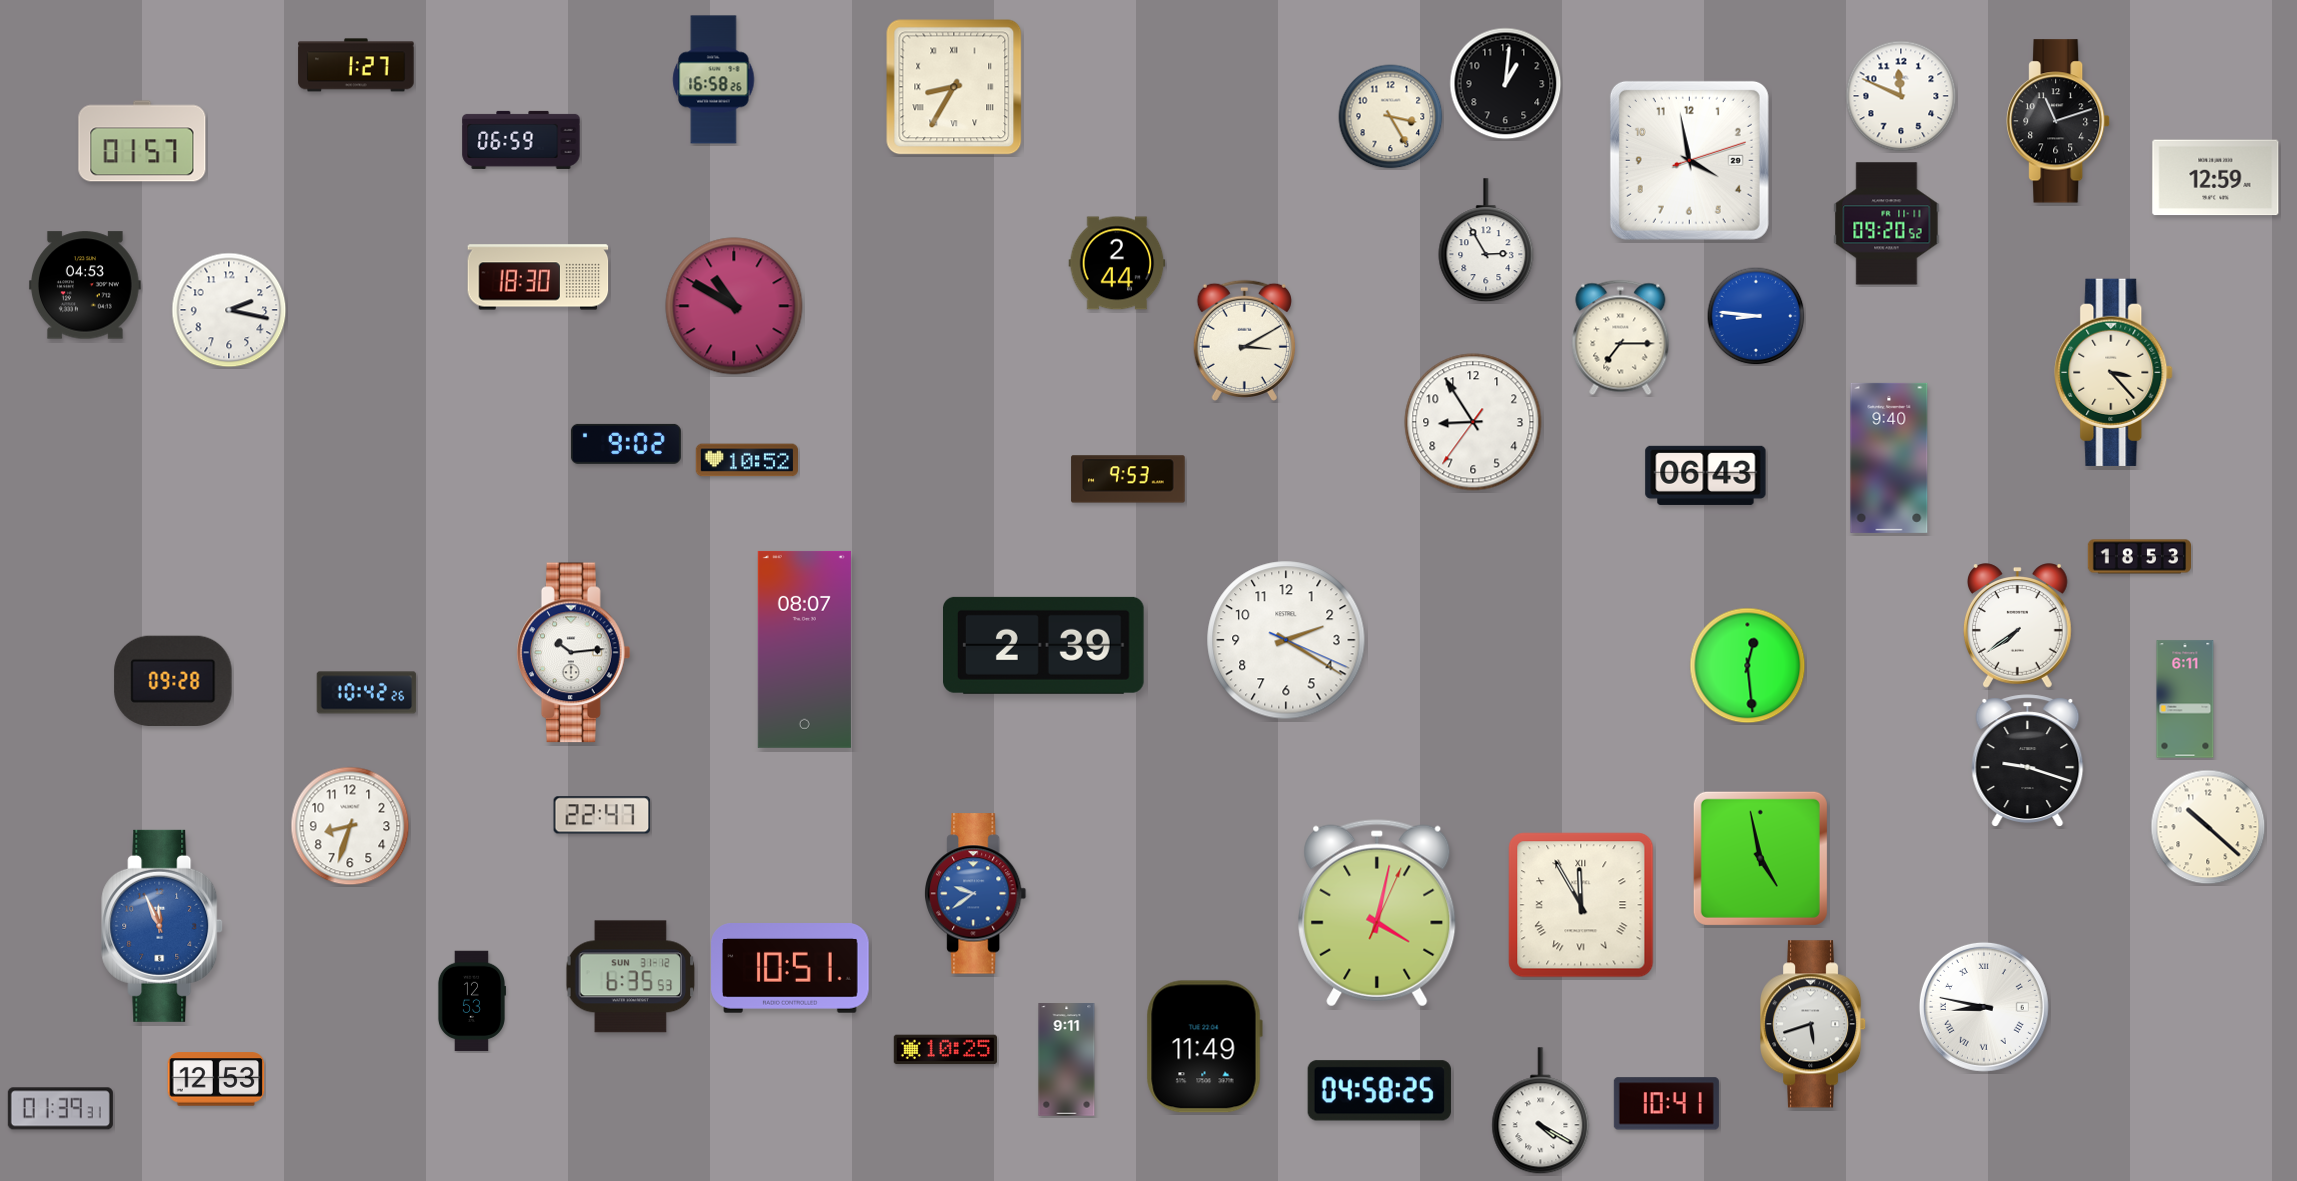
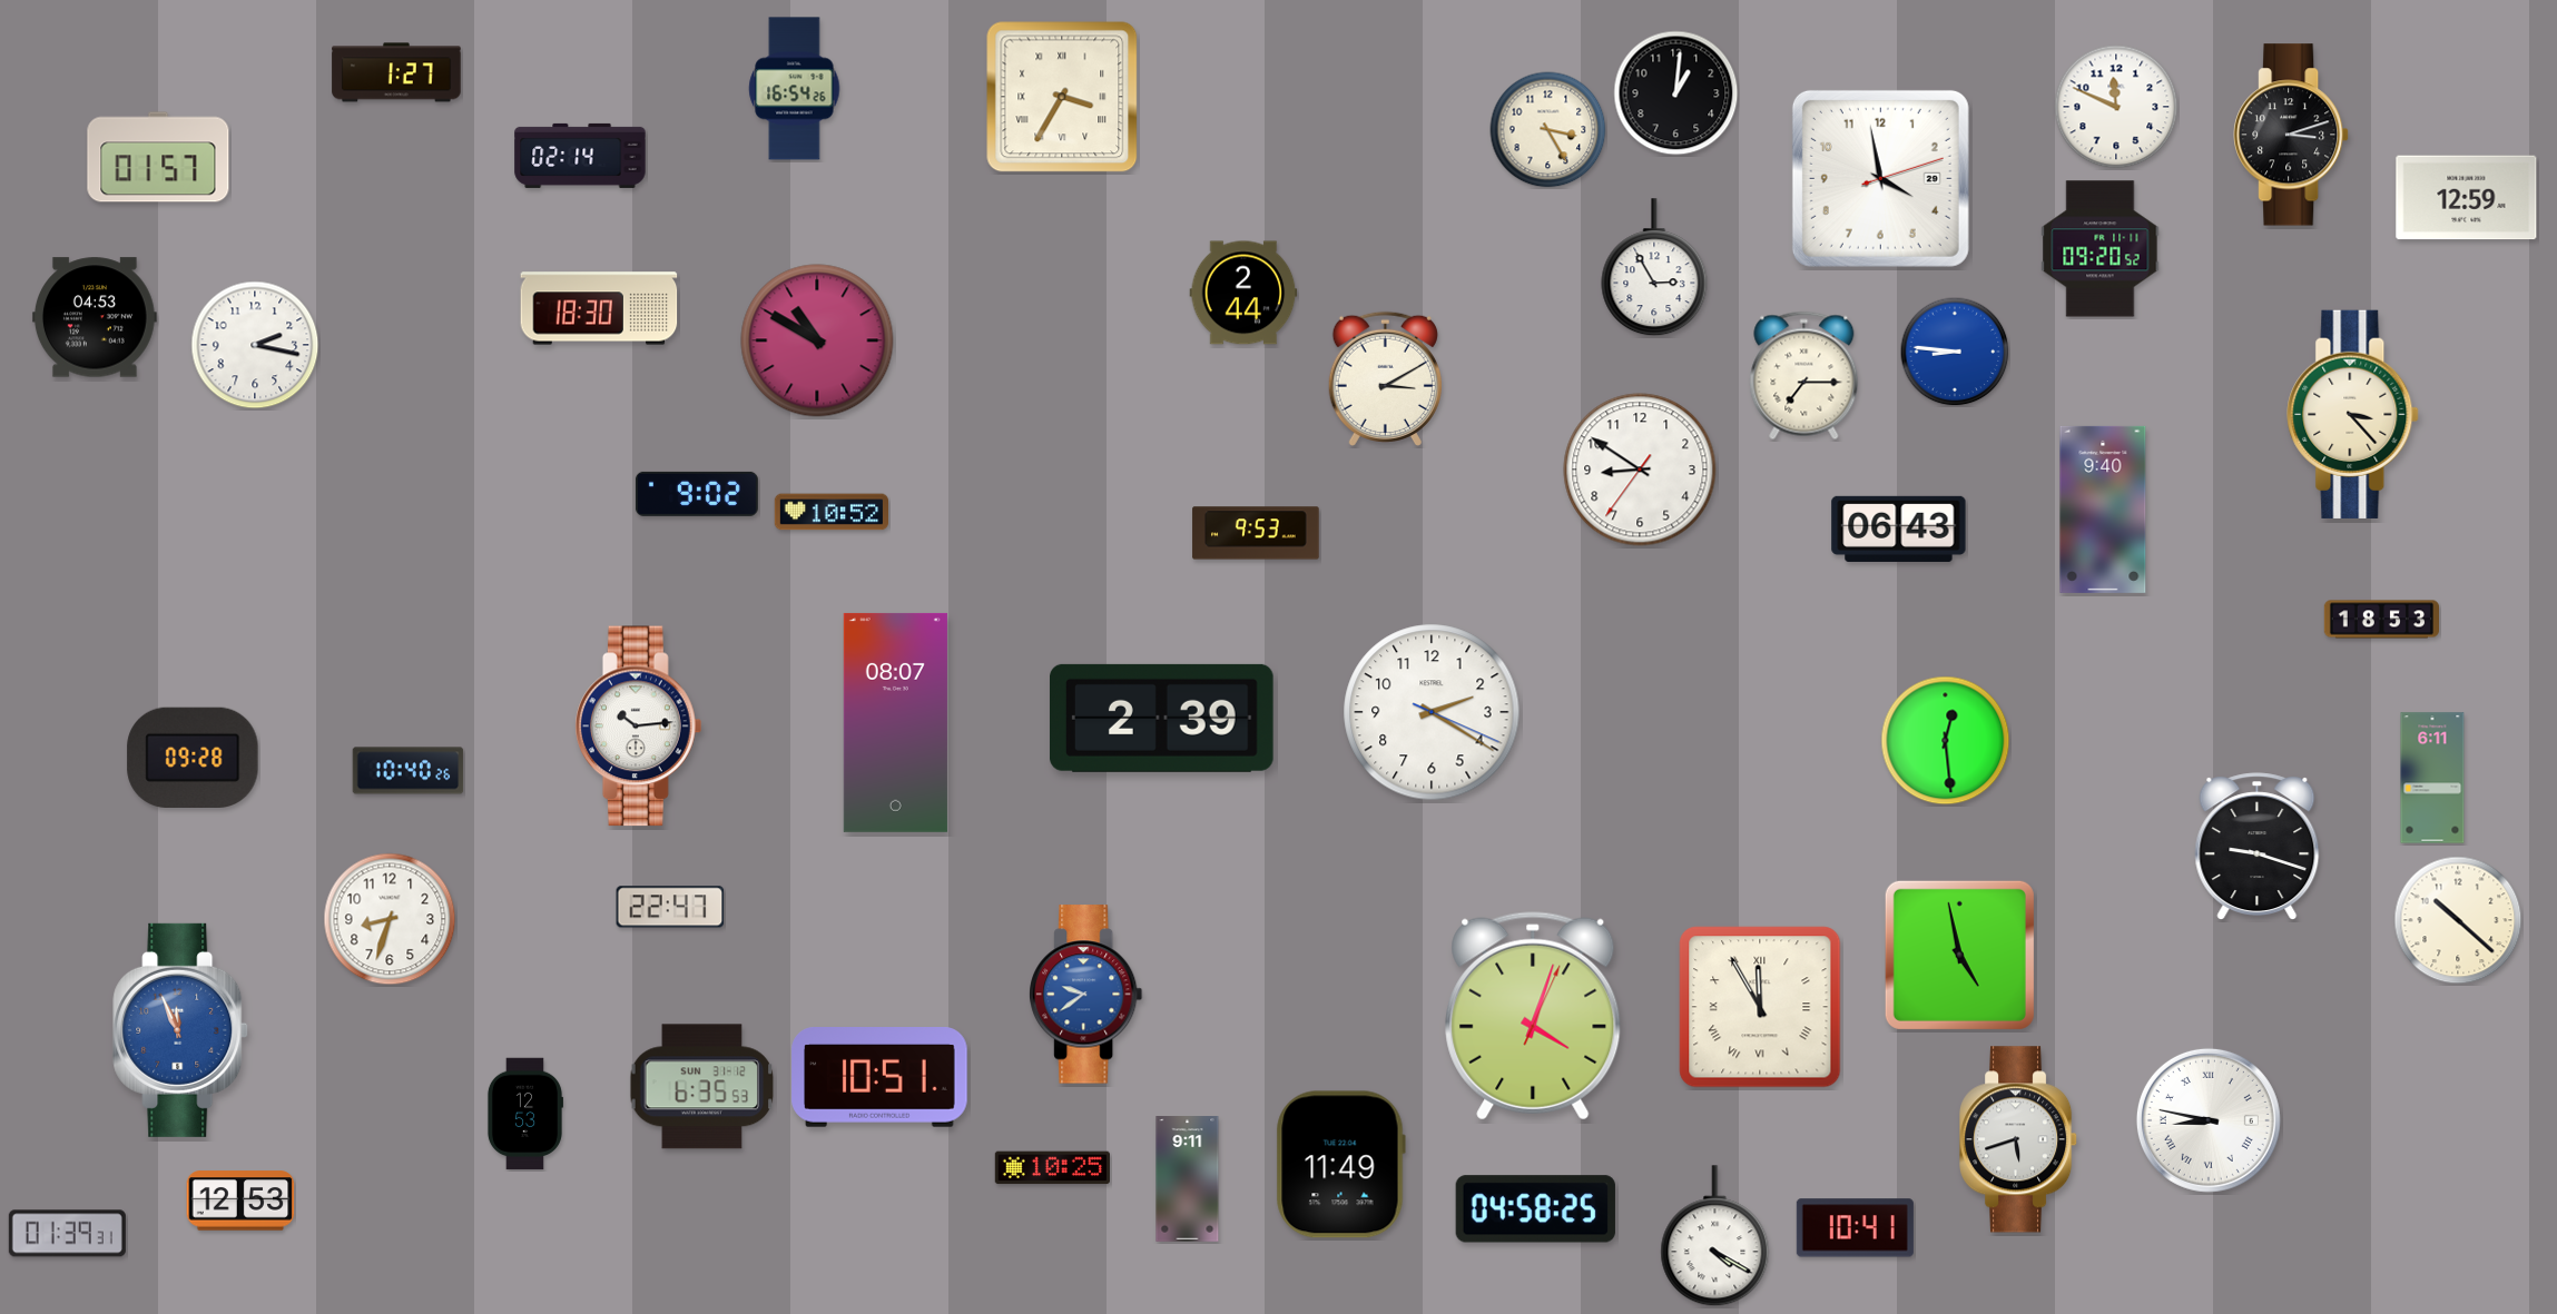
clock at (714, 80): 16:58 -> 16:54
clock at (954, 87): 8:35 -> 3:35
clock at (2059, 121): 11:12 -> 3:12
clock at (521, 140): 06:59 -> 02:14
clock at (1473, 422): 8:54 -> 8:50
clock at (2017, 626): 7:39 -> none
clock at (367, 693): 10:42 -> 10:40
clock at (1377, 913): 4:02 -> 4:03
clock at (1379, 1091) position: (1379, 1091) -> (1535, 1209)
